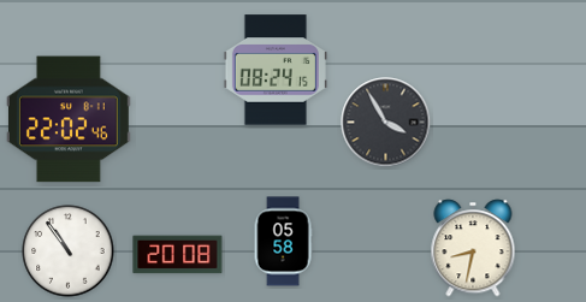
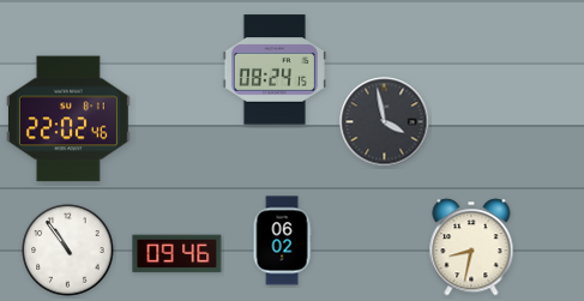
clock at (386, 123): 3:55 -> 3:58
clock at (283, 242): 05:58 -> 06:02
clock at (178, 255): 20:08 -> 09:46
